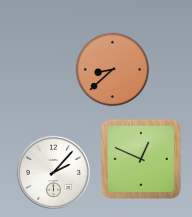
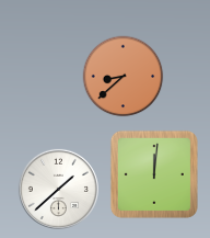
clock at (141, 159): 12:49 -> 12:01
clock at (53, 172): 2:07 -> 1:38
